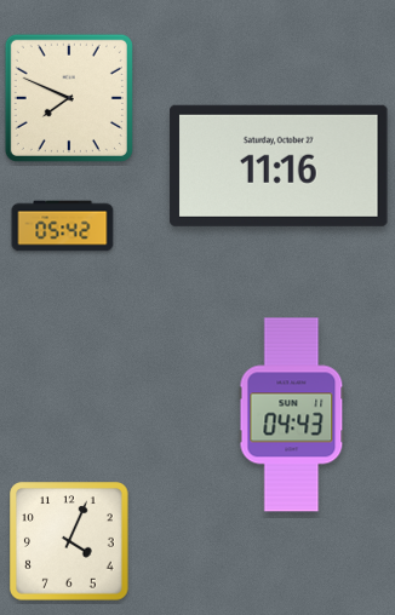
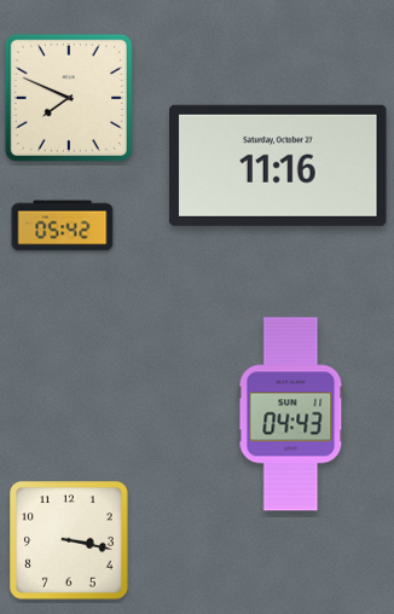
clock at (69, 541): 4:04 -> 3:17
